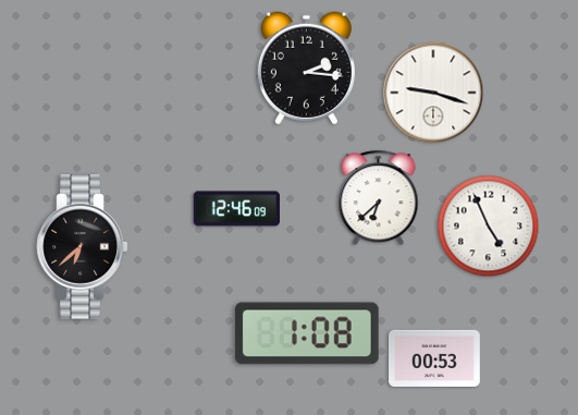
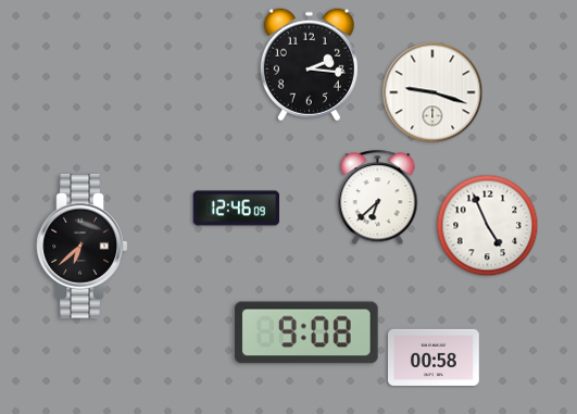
clock at (306, 69) position: (306, 69) -> (309, 65)
clock at (308, 333): 1:08 -> 9:08
clock at (435, 358): 00:53 -> 00:58
